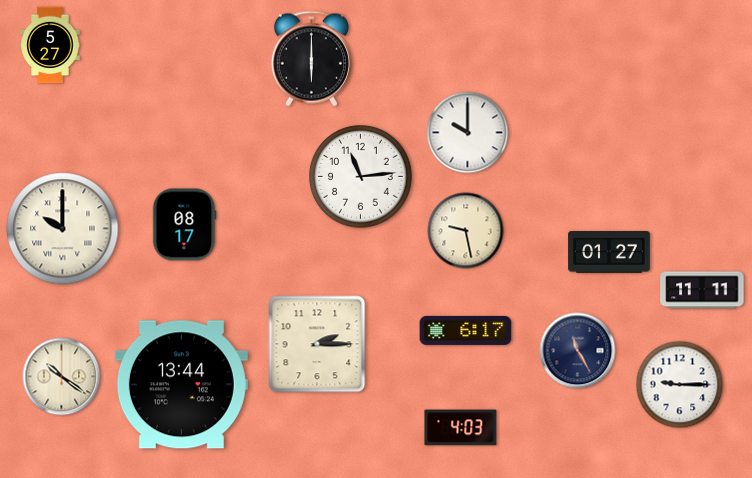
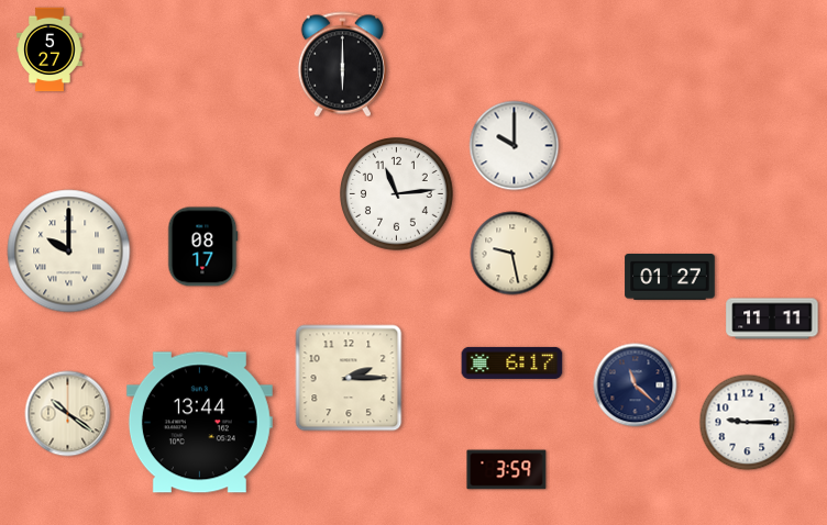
clock at (50, 45) position: (50, 45) -> (49, 49)
clock at (578, 351): 11:25 -> 11:22
clock at (461, 428): 4:03 -> 3:59
